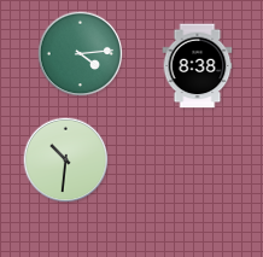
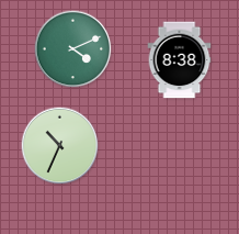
clock at (81, 54): 4:14 -> 4:11
clock at (66, 160): 10:31 -> 10:34
